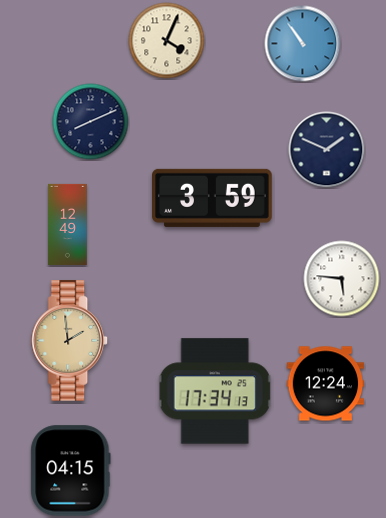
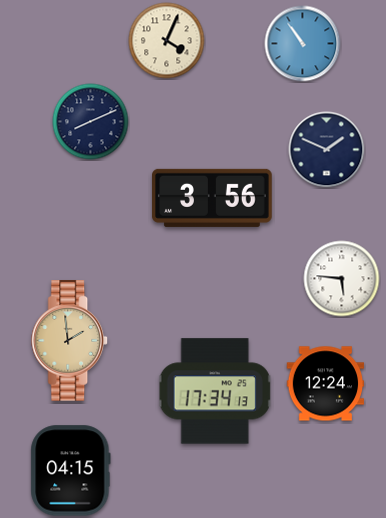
clock at (212, 198): 3:59 -> 3:56
clock at (68, 224): 12:49 -> none
